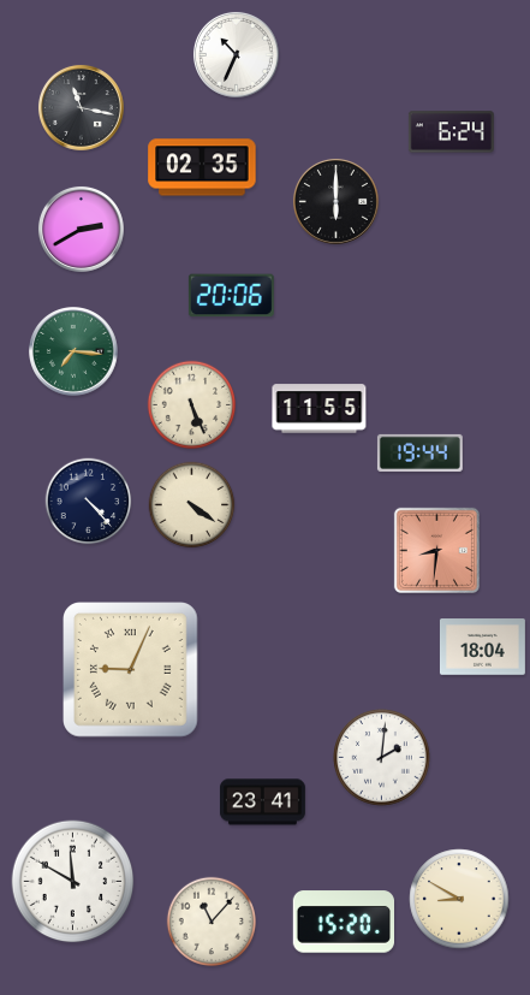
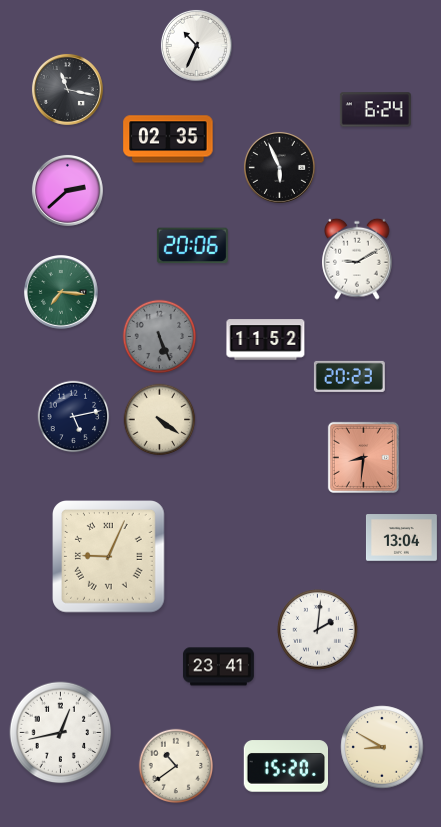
clock at (335, 201): 6:00 -> 5:56
clock at (81, 229): 2:40 -> 2:38
clock at (357, 259): none -> 9:10
clock at (192, 405) dial: cream -> grey
clock at (320, 409): 11:55 -> 11:52
clock at (419, 452): 19:44 -> 20:23
clock at (89, 502): 4:23 -> 5:13
clock at (482, 647): 18:04 -> 13:04
clock at (73, 882): 11:50 -> 12:43
clock at (210, 920): 11:07 -> 10:39
